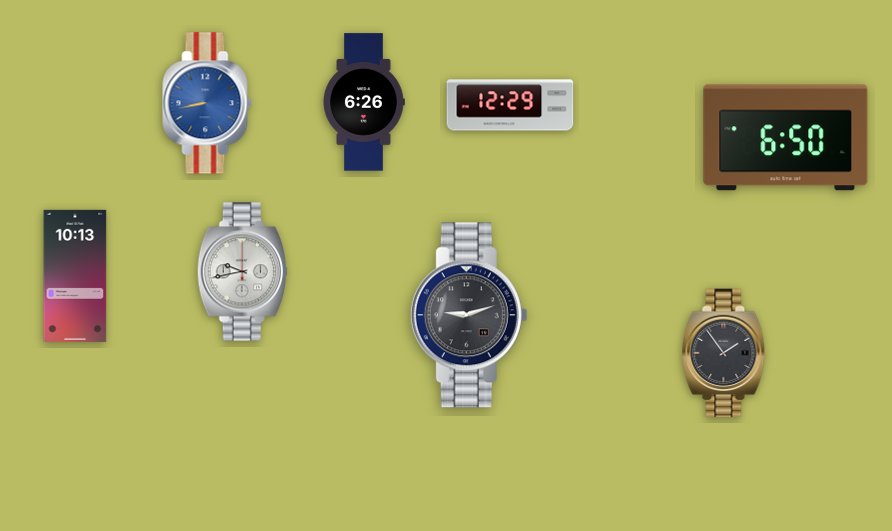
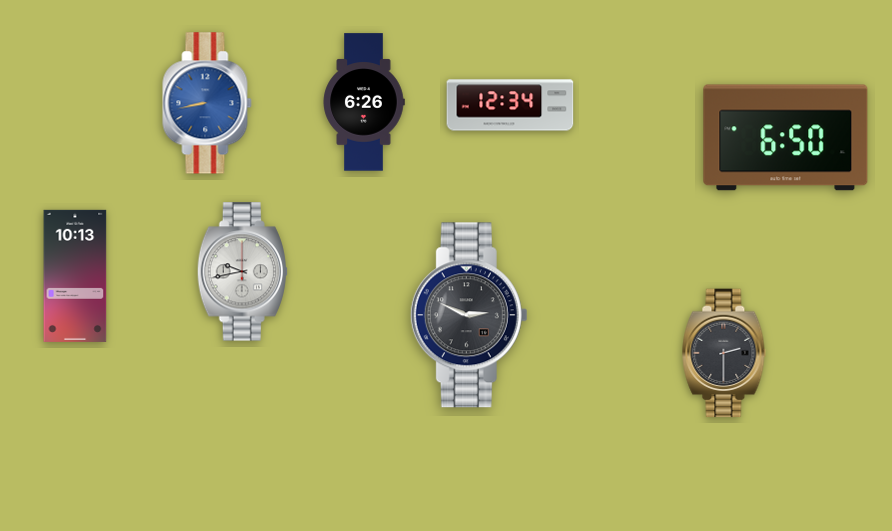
clock at (510, 105): 12:29 -> 12:34
clock at (469, 315): 9:12 -> 2:49
clock at (724, 353): 1:54 -> 2:30
